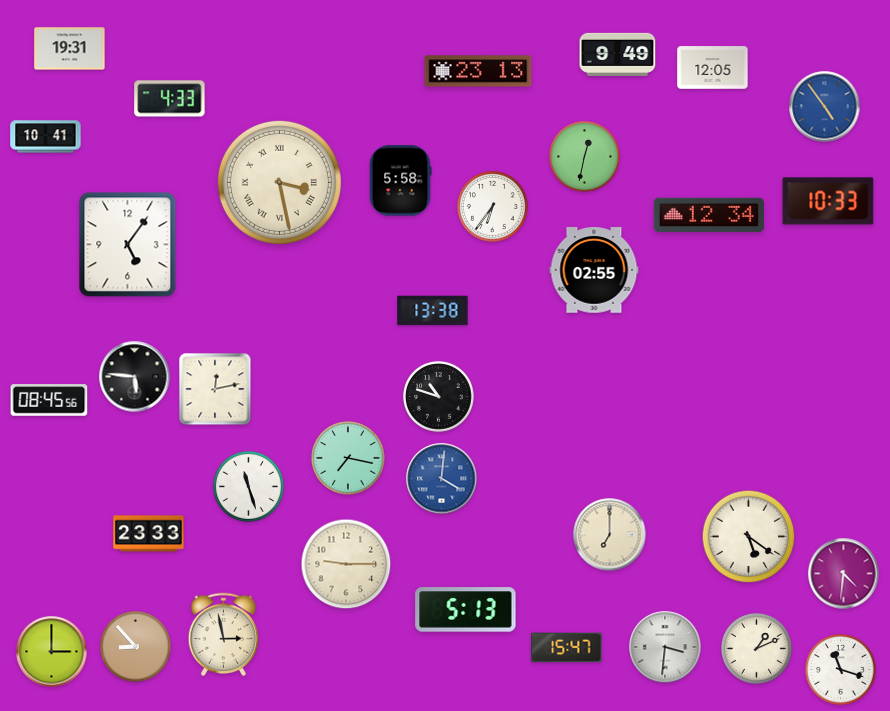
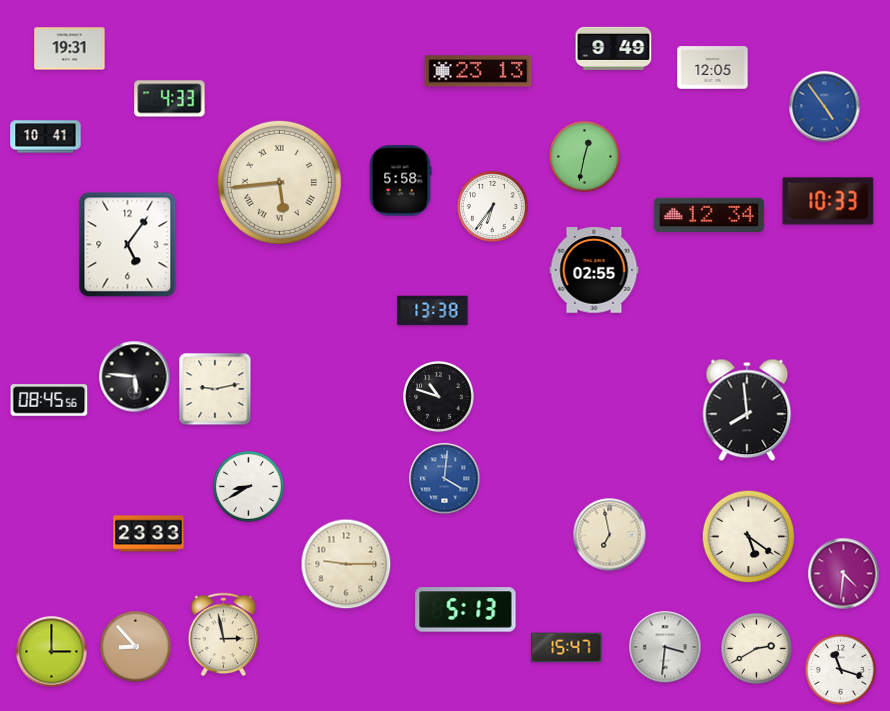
clock at (618, 54) position: (618, 54) -> (614, 48)
clock at (279, 182): 3:28 -> 5:44
clock at (215, 389): 12:13 -> 9:13
clock at (747, 410): none -> 7:59
clock at (348, 458): 7:17 -> none
clock at (442, 479) position: (442, 479) -> (445, 479)
clock at (249, 487): 11:27 -> 8:40
clock at (610, 535): 7:00 -> 6:58
clock at (757, 649): 1:11 -> 2:40
